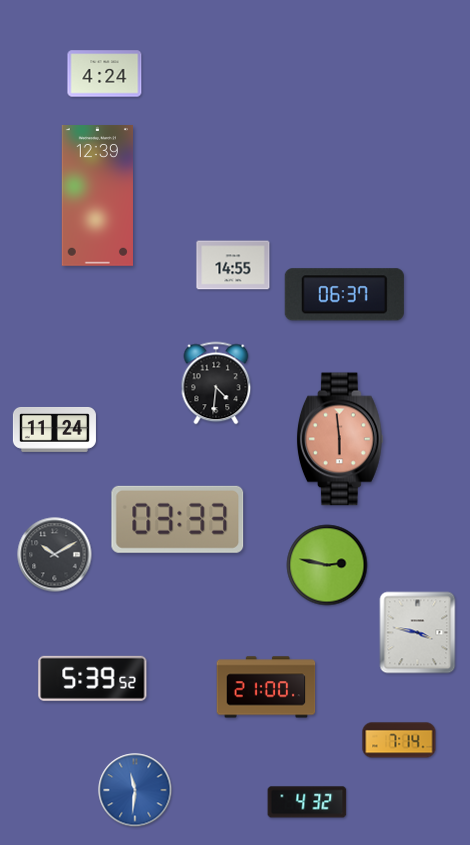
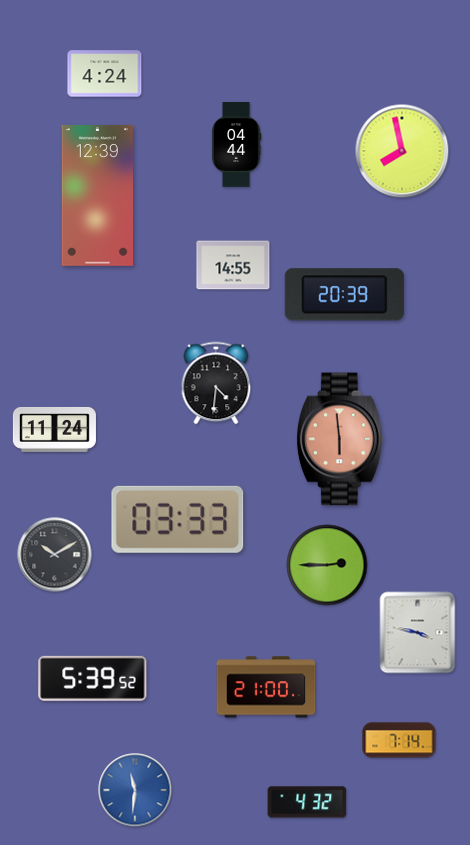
clock at (236, 145): none -> 04:44
clock at (402, 151): none -> 7:58
clock at (344, 295): 06:37 -> 20:39
clock at (327, 565): 2:47 -> 2:45
